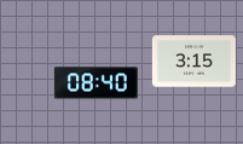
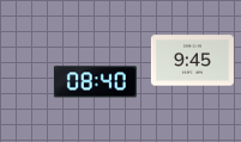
clock at (193, 62): 3:15 -> 9:45
